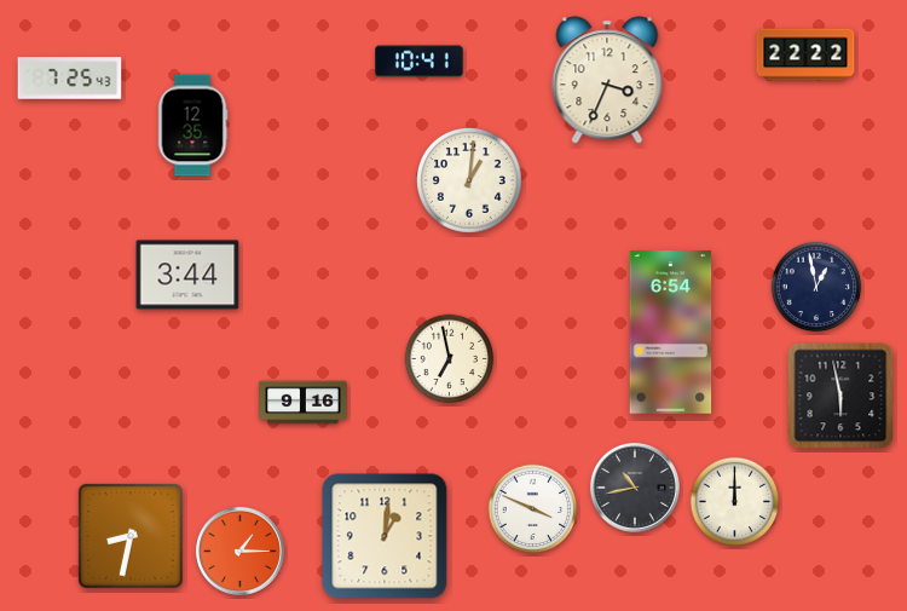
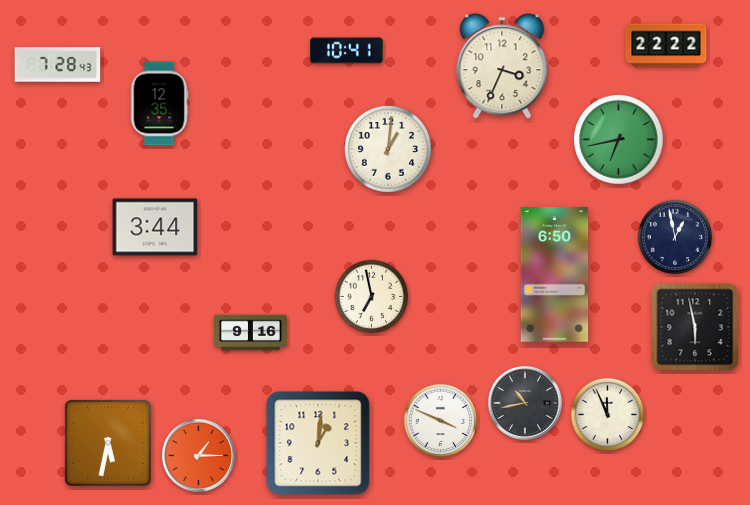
clock at (70, 79): 7:25 -> 7:28
clock at (619, 140): none -> 6:43
clock at (671, 333): 6:54 -> 6:50
clock at (735, 502): 12:00 -> 11:56
clock at (131, 536): 8:32 -> 5:32
